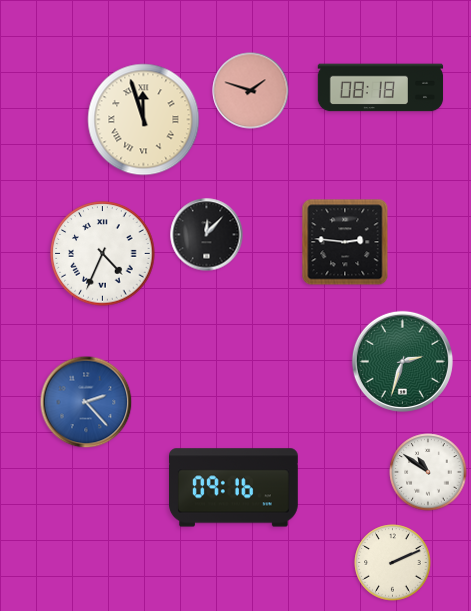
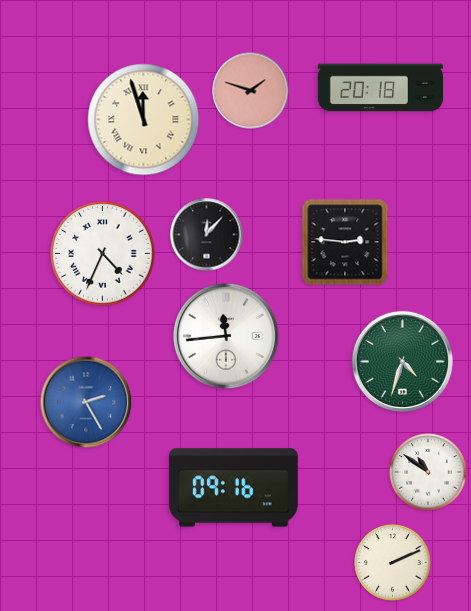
clock at (381, 88): 08:18 -> 20:18
clock at (226, 336): none -> 11:44
clock at (402, 361): 2:33 -> 4:33
clock at (86, 402): 2:23 -> 2:25
